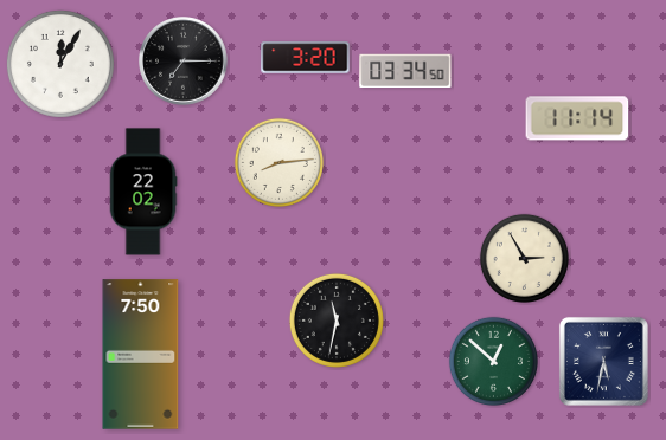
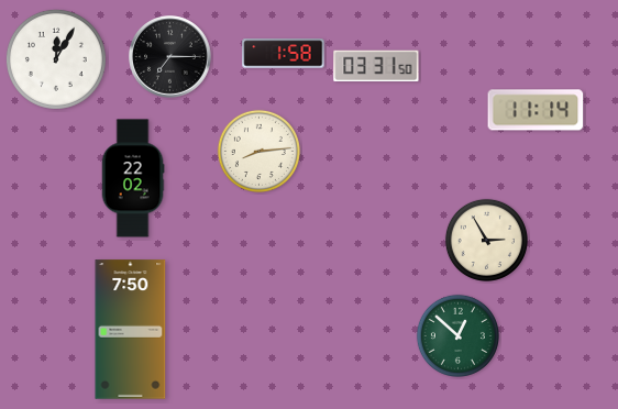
clock at (306, 58): 3:20 -> 1:58
clock at (405, 71): 03:34 -> 03:31
clock at (337, 321): 11:32 -> none
clock at (603, 361): 5:32 -> none
